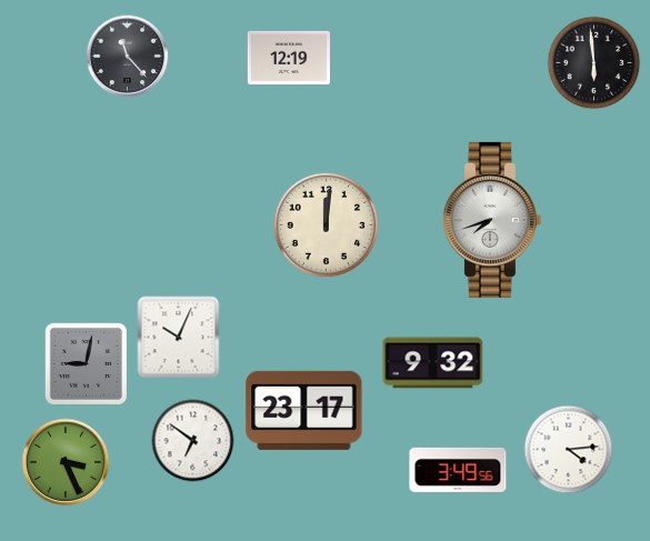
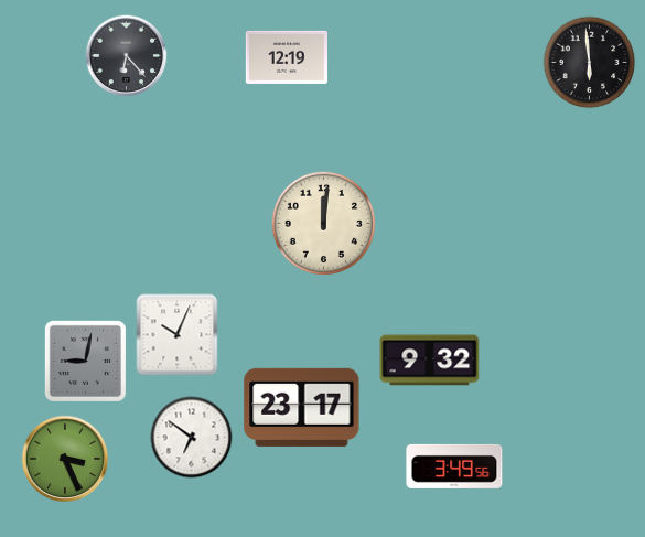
clock at (128, 57): 11:23 -> 6:23
clock at (491, 220): 7:42 -> none
clock at (569, 450): 4:14 -> none
